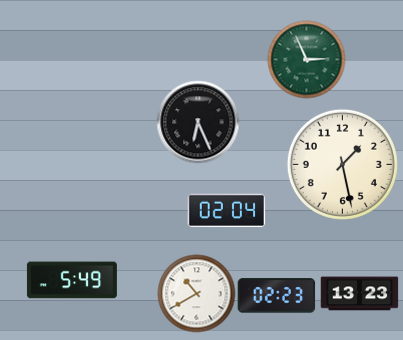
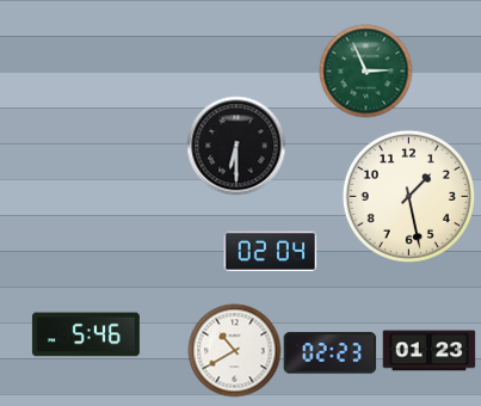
clock at (198, 122): 6:26 -> 6:30
clock at (72, 280): 5:49 -> 5:46
clock at (359, 294): 13:23 -> 01:23
